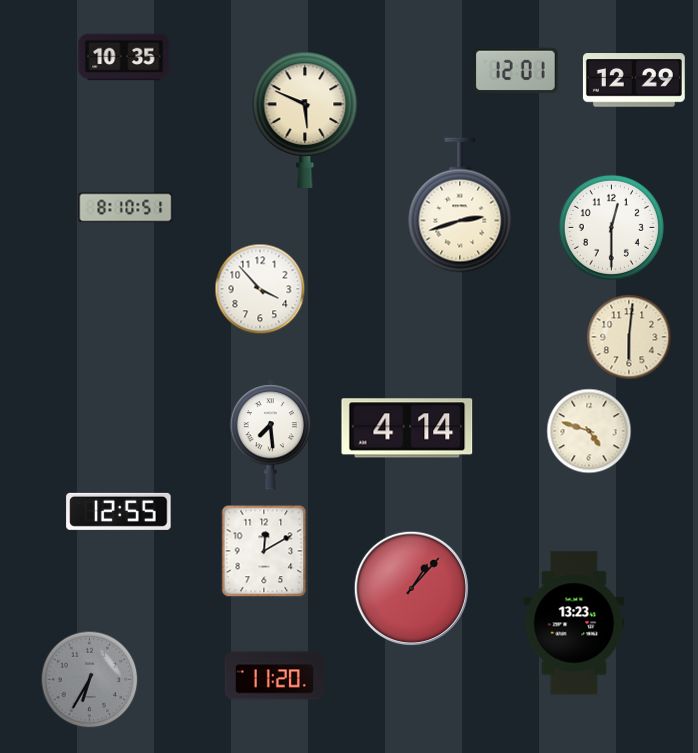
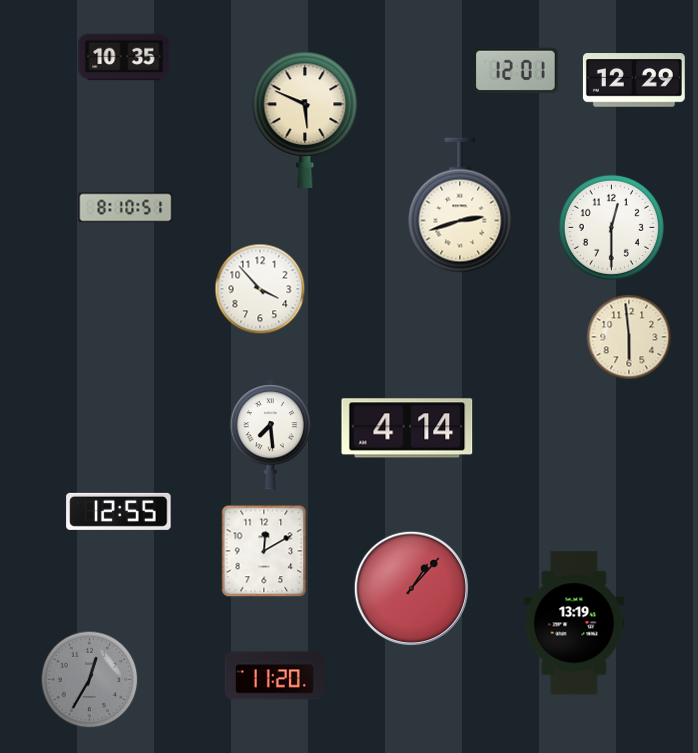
clock at (629, 337): 6:01 -> 5:59
clock at (589, 431): 4:48 -> none
clock at (574, 623): 13:23 -> 13:19
clock at (90, 680): 6:35 -> 12:35
